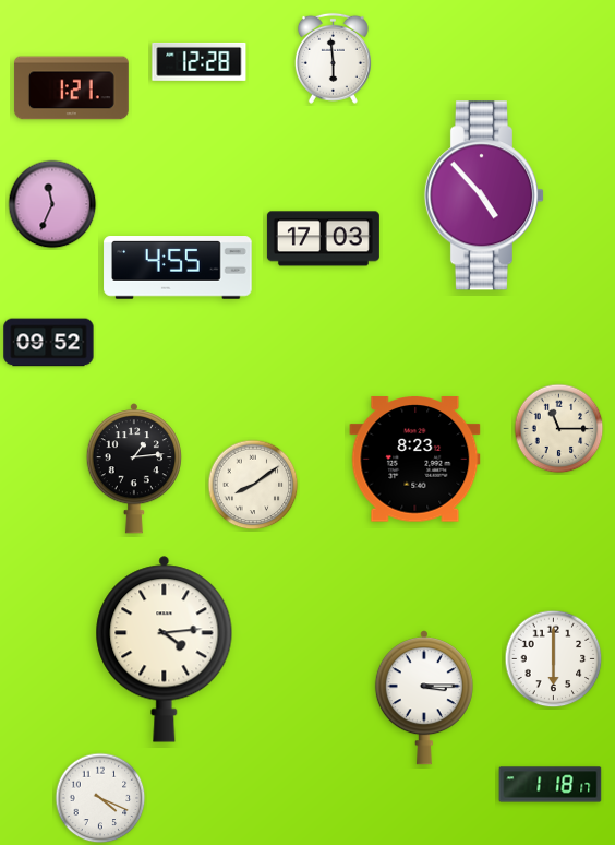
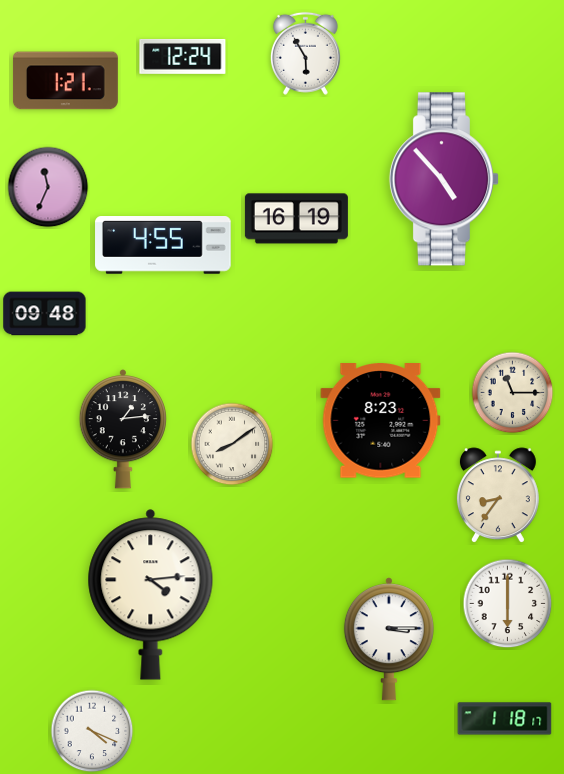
clock at (333, 58): 5:59 -> 5:55
clock at (200, 61): 12:28 -> 12:24
clock at (323, 239): 17:03 -> 16:19
clock at (49, 343): 09:52 -> 09:48
clock at (498, 496): none -> 8:36
